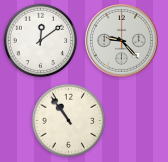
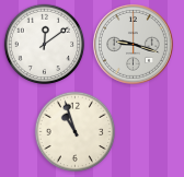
clock at (121, 40): 9:23 -> 9:18
clock at (69, 121): 10:54 -> 10:57
